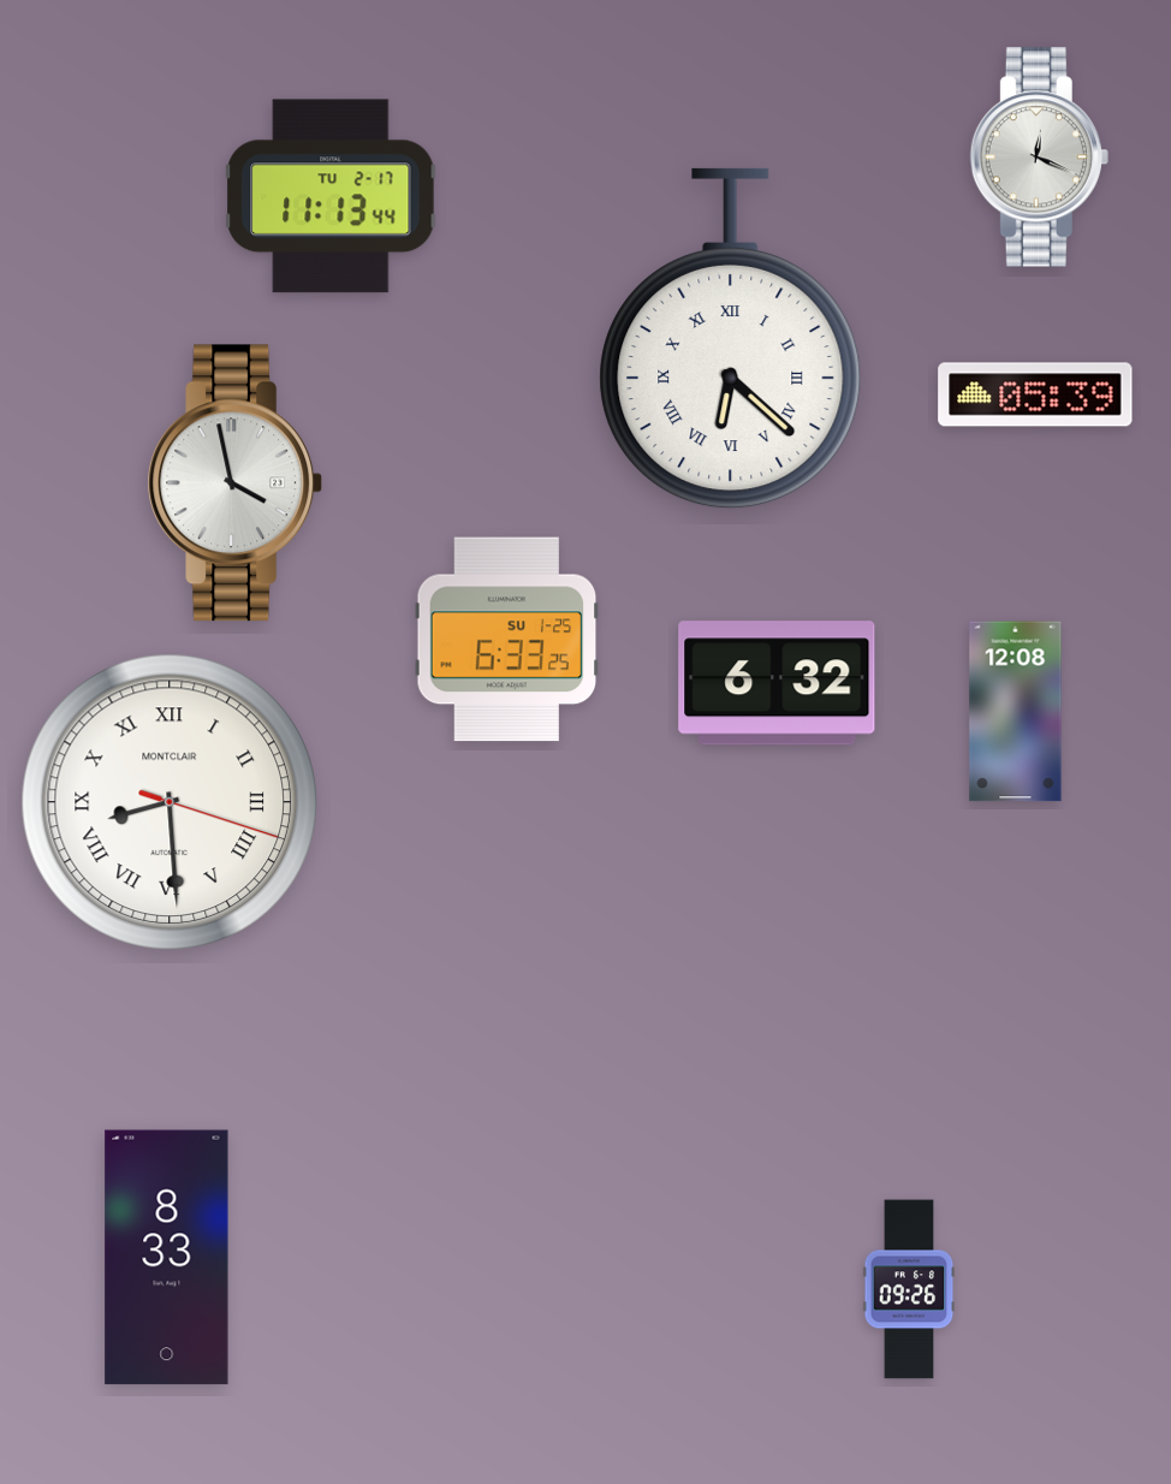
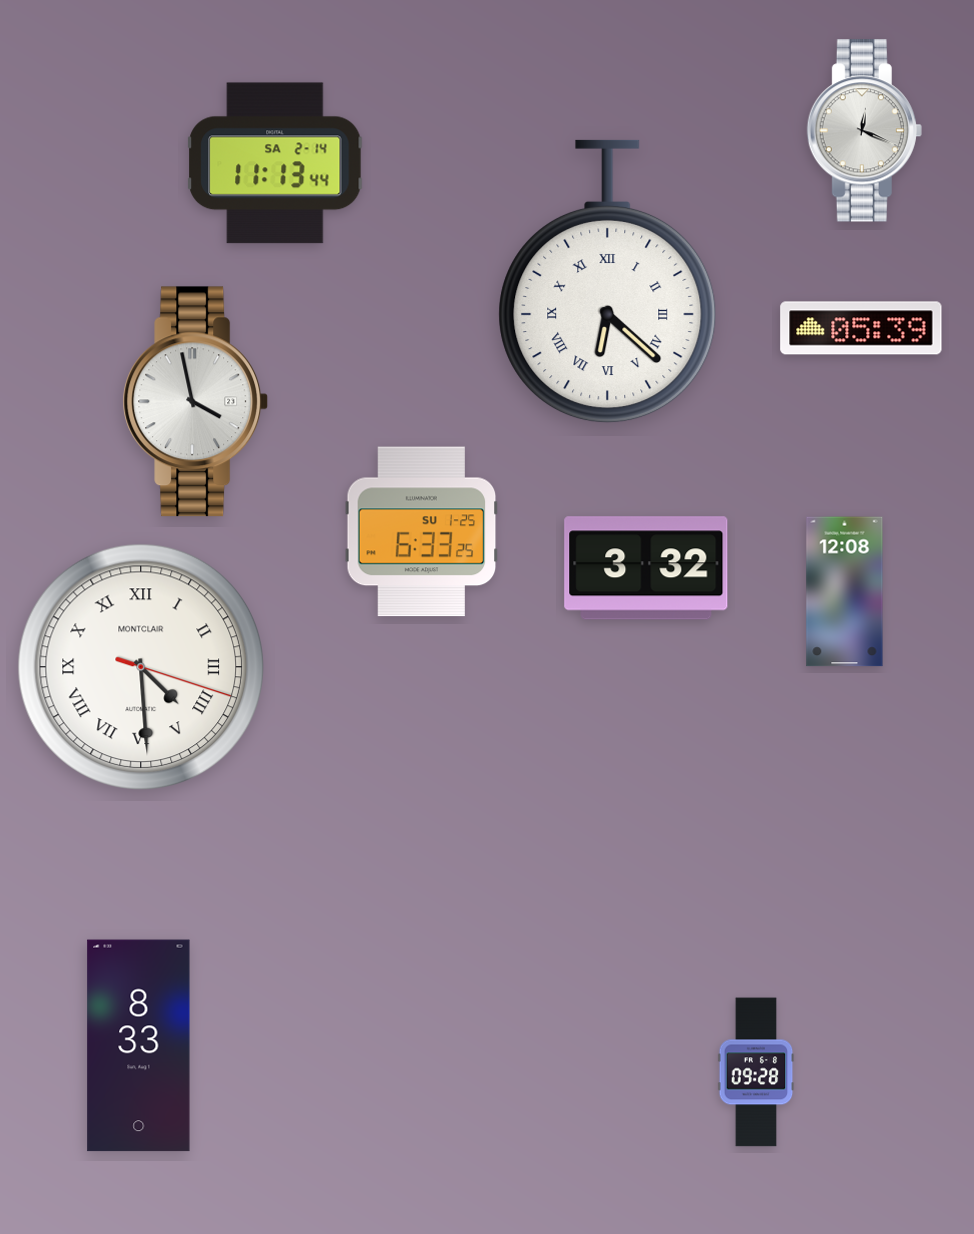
clock at (331, 196) date: TU 2-17 -> SA 2-14
clock at (777, 683): 6:32 -> 3:32
clock at (170, 802): 8:29 -> 4:29
clock at (909, 1289): 09:26 -> 09:28
